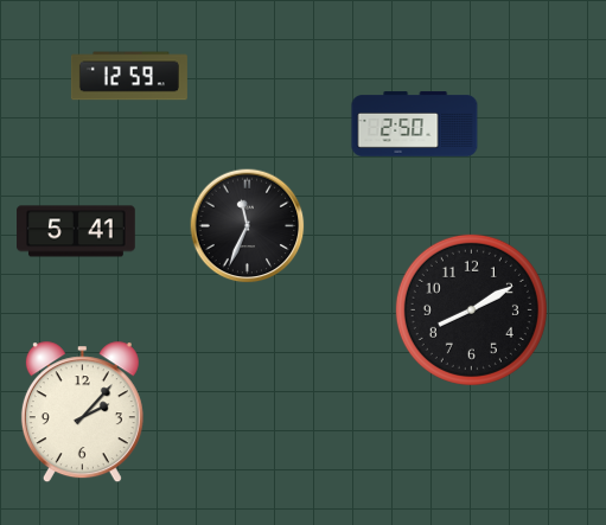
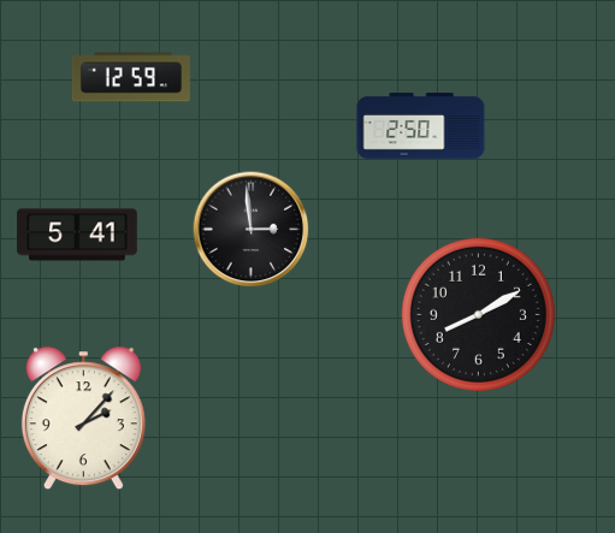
clock at (248, 226): 11:34 -> 2:59
